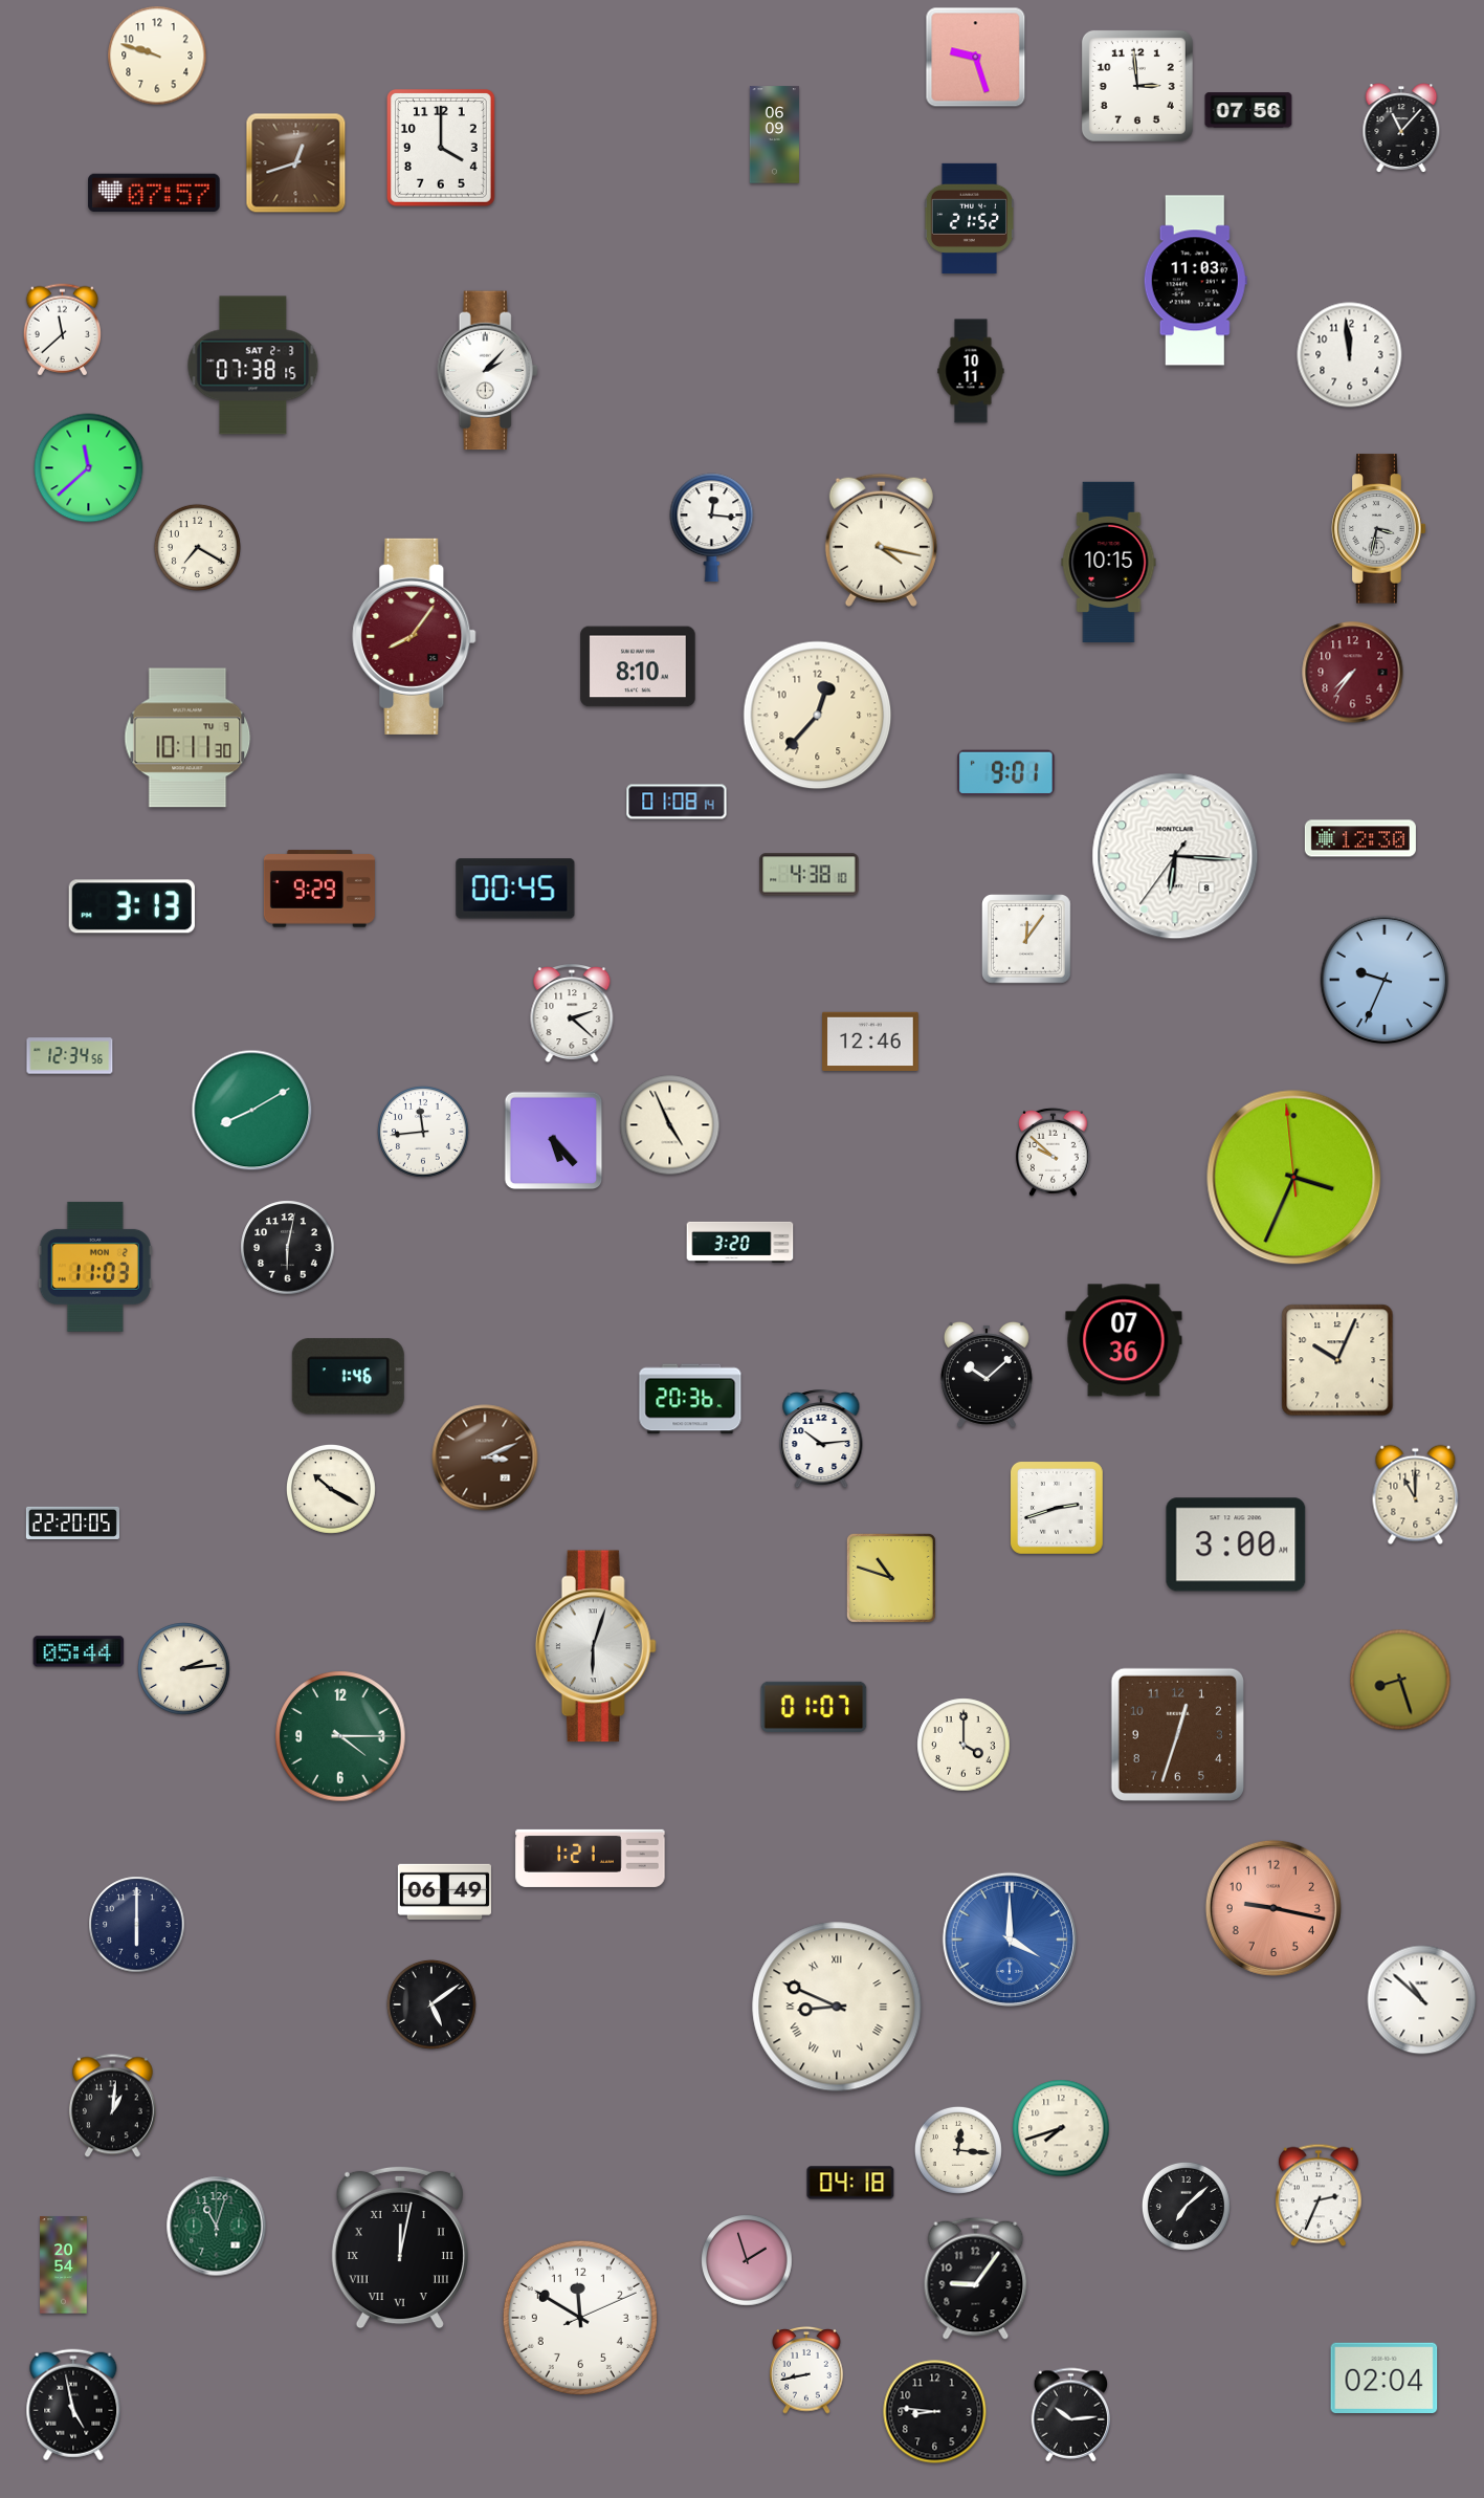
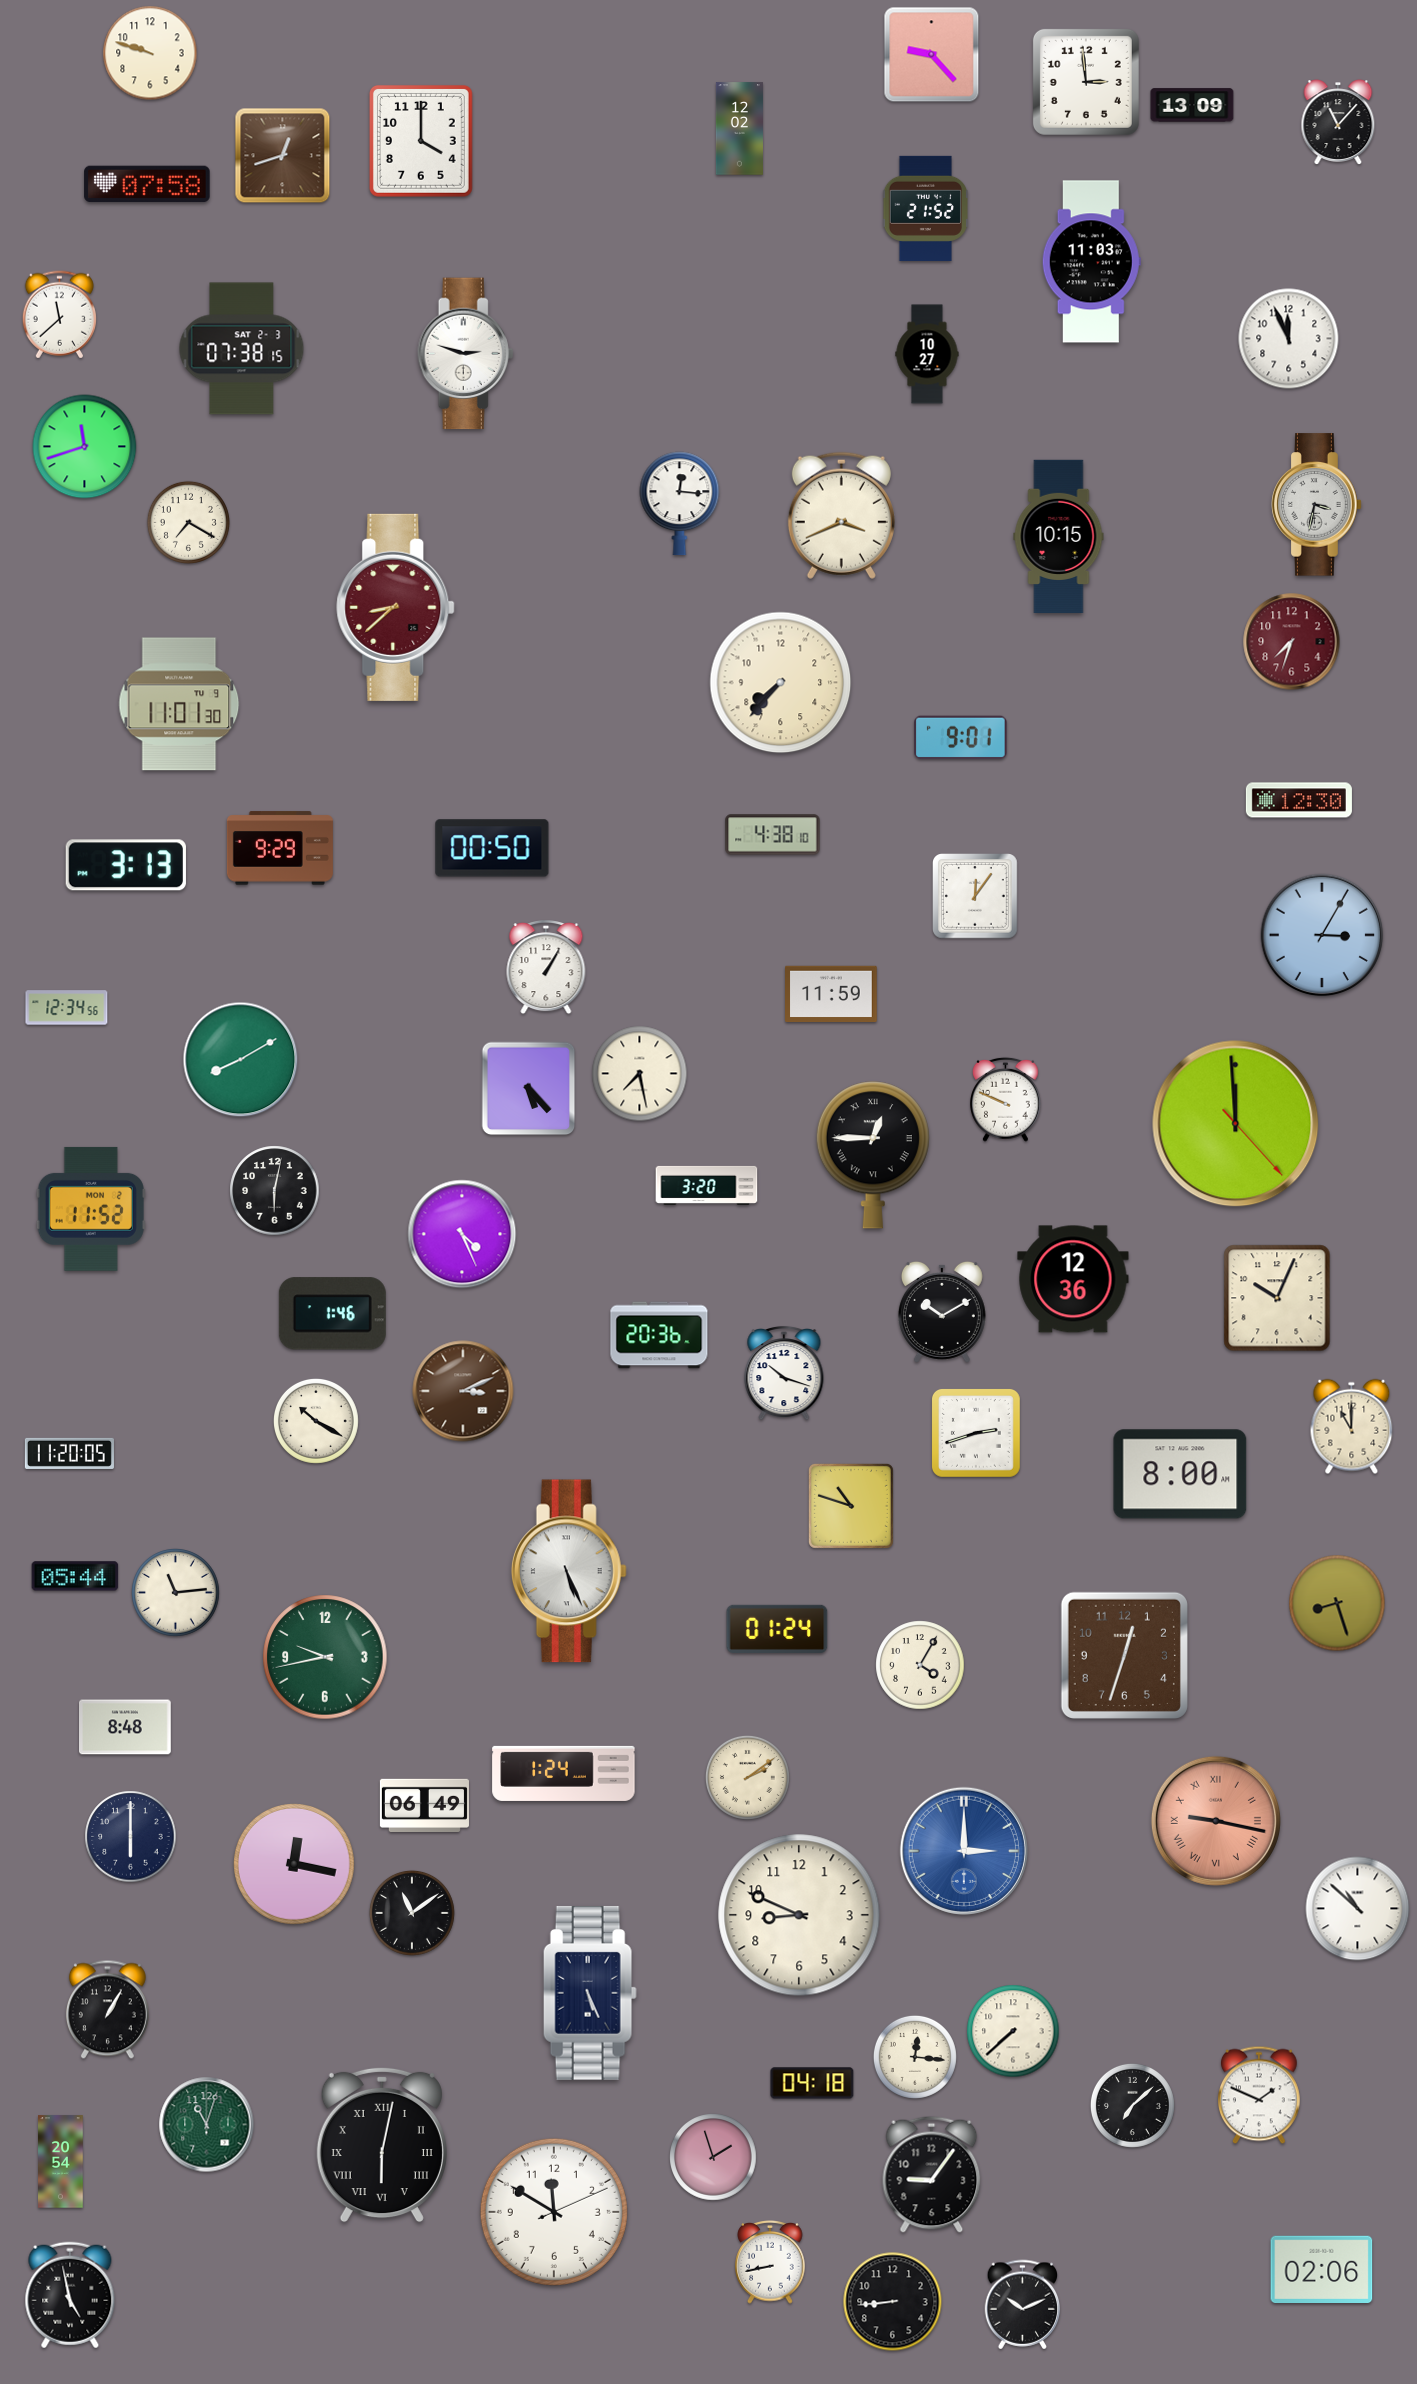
clock at (976, 58): 9:27 -> 9:23
clock at (1248, 110): 07:56 -> 13:09
clock at (774, 135): 06:09 -> 12:02
clock at (154, 193): 07:57 -> 07:58
clock at (1195, 281) position: (1195, 281) -> (1091, 262)
clock at (1350, 355): 11:59 -> 11:56
clock at (488, 371): 2:07 -> 2:48
clock at (971, 371): 10:11 -> 10:27
clock at (89, 468): 11:38 -> 11:42
clock at (881, 540): 4:17 -> 3:41
clock at (415, 636): 8:06 -> 8:38
clock at (638, 666): 8:10 -> none
clock at (1353, 673): 7:36 -> 7:33
clock at (818, 716): 12:37 -> 7:37
clock at (187, 738): 10:11 -> 11:01
clock at (677, 802): 01:08 -> none
clock at (1175, 856): 6:15 -> none
clock at (319, 889) position: (319, 889) -> (280, 848)
clock at (515, 889): 00:45 -> 00:50
clock at (1027, 940) position: (1027, 940) -> (976, 897)
clock at (1385, 980): 9:34 -> 3:05
clock at (572, 1014): 2:22 -> 1:05
clock at (871, 1040): 12:46 -> 11:59
clock at (670, 1125): 4:56 -> 7:28
clock at (424, 1133): 11:44 -> none
clock at (1054, 1152): 9:52 -> 9:49
clock at (1294, 1178): 3:33 -> 11:59
clock at (873, 1155): none -> 12:45
clock at (95, 1267): 11:03 -> 11:52
clock at (462, 1234): none -> 4:26
clock at (1124, 1340): 07:36 -> 12:36
clock at (987, 1375): 10:08 -> 10:10
clock at (821, 1440): 10:14 -> 10:18
clock at (1057, 1508) position: (1057, 1508) -> (976, 1433)
clock at (72, 1522): 22:20 -> 11:20
clock at (1236, 1544): 3:00 -> 8:00
clock at (596, 1646): 6:03 -> 5:26
clock at (184, 1669): 2:14 -> 11:14
clock at (814, 1707): 01:07 -> 01:24
clock at (340, 1736): 4:15 -> 9:43
clock at (964, 1745): 4:00 -> 4:05
clock at (126, 1727): none -> 8:48
clock at (591, 1858): 1:21 -> 1:24
clock at (747, 1777): none -> 2:09
clock at (1273, 1908) numerals: Arabic -> Roman
clock at (1010, 1940): 4:00 -> 3:00
clock at (295, 1865): none -> 12:17
clock at (431, 2004): 5:09 -> 11:09
clock at (837, 2007) numerals: Roman -> Arabic
clock at (590, 1993): none -> 5:26
clock at (112, 2106): 1:01 -> 1:05
clock at (1061, 2128): 7:42 -> 7:38
clock at (958, 2150) position: (958, 2150) -> (915, 2057)
clock at (1320, 2195): 2:34 -> 1:49
clock at (400, 2248): 12:02 -> 6:02
clock at (1385, 2378): 02:04 -> 02:06
clock at (935, 2412): 8:46 -> 8:44
clock at (1071, 2415): 10:14 -> 10:11
